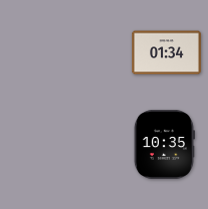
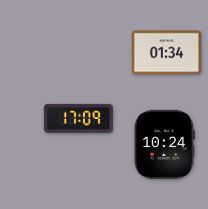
clock at (78, 118): none -> 17:09
clock at (164, 144): 10:35 -> 10:24
